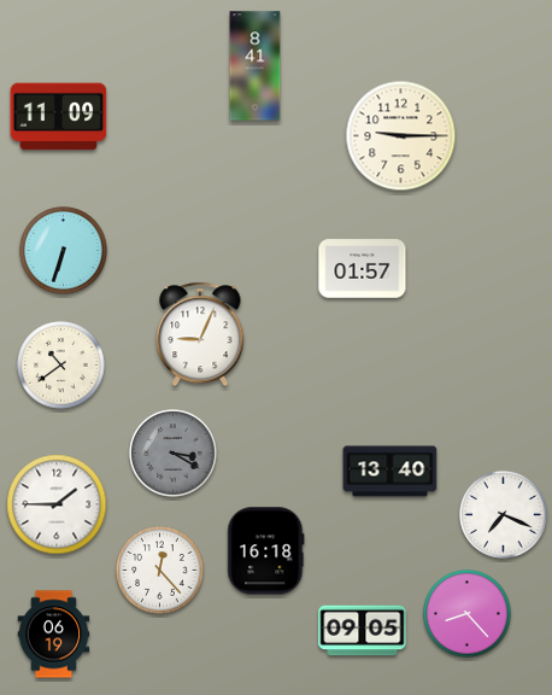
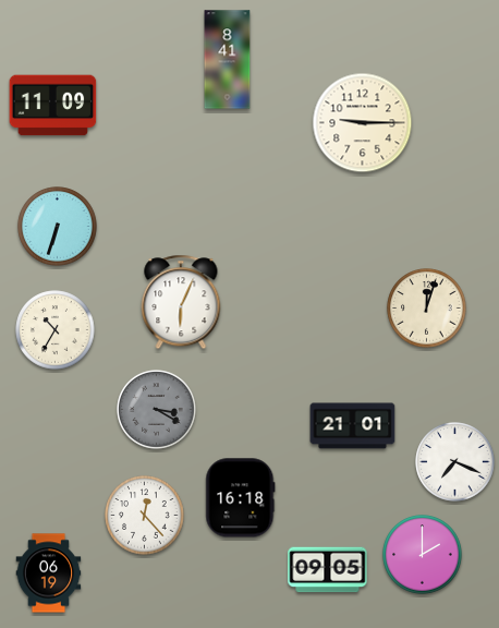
clock at (256, 66) position: (256, 66) -> (228, 60)
clock at (363, 269): 01:57 -> none
clock at (200, 334): 9:04 -> 6:04
clock at (427, 309): none -> 12:03
clock at (61, 366): 10:39 -> 10:35
clock at (390, 472): 13:40 -> 21:01
clock at (57, 504): 1:45 -> none
clock at (504, 515) position: (504, 515) -> (455, 462)
clock at (468, 614): 8:23 -> 2:00
